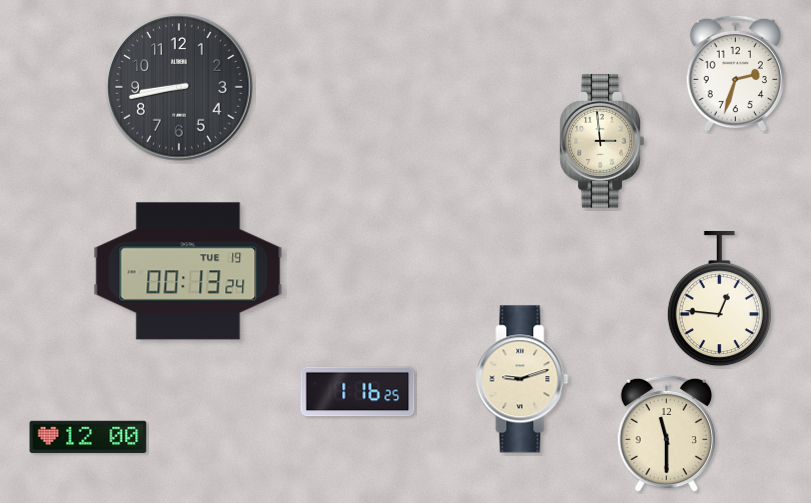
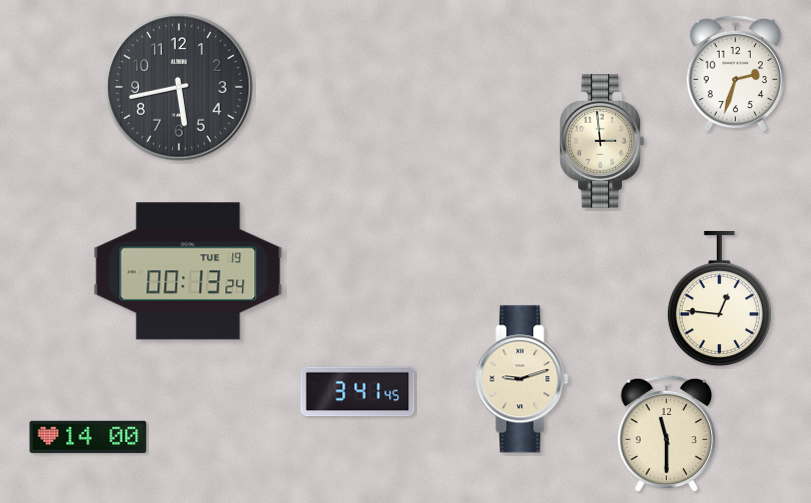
clock at (179, 87): 8:43 -> 5:43
clock at (358, 392): 1:16 -> 3:41
clock at (88, 437): 12:00 -> 14:00
